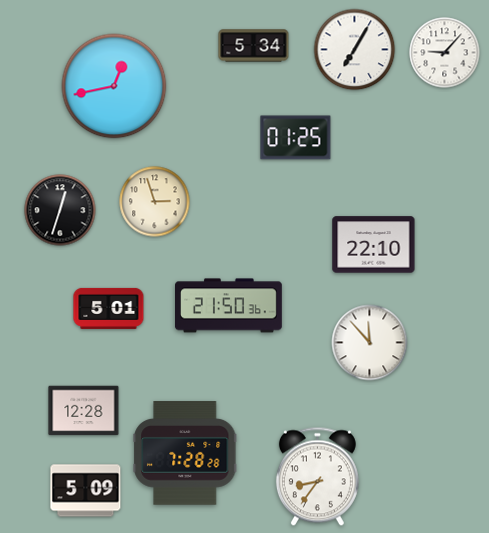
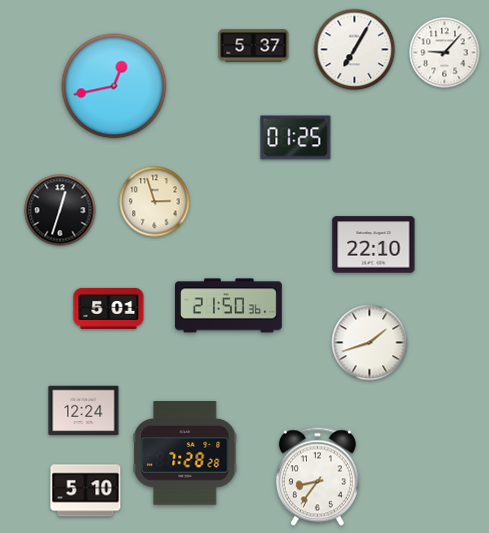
clock at (254, 46): 5:34 -> 5:37
clock at (370, 343): 11:53 -> 1:42
clock at (84, 411): 12:28 -> 12:24
clock at (86, 491): 5:09 -> 5:10
